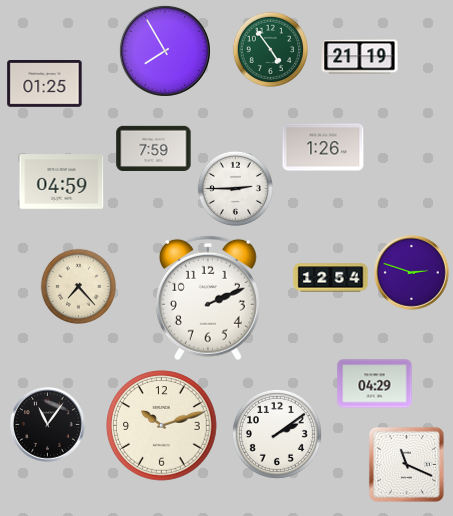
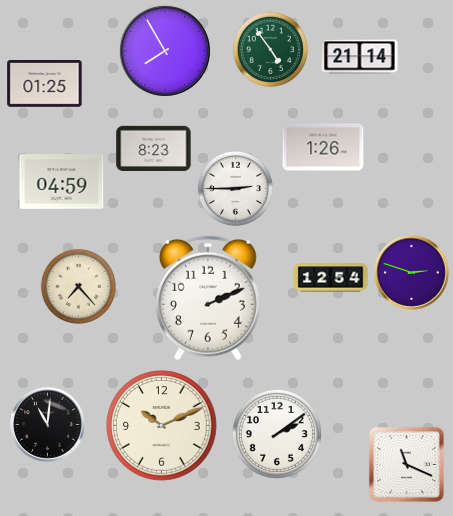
clock at (360, 57): 21:19 -> 21:14
clock at (154, 148): 7:59 -> 8:23
clock at (375, 384): 04:29 -> none
clock at (48, 425): 11:06 -> 11:01
clock at (162, 426): 10:12 -> 10:11
